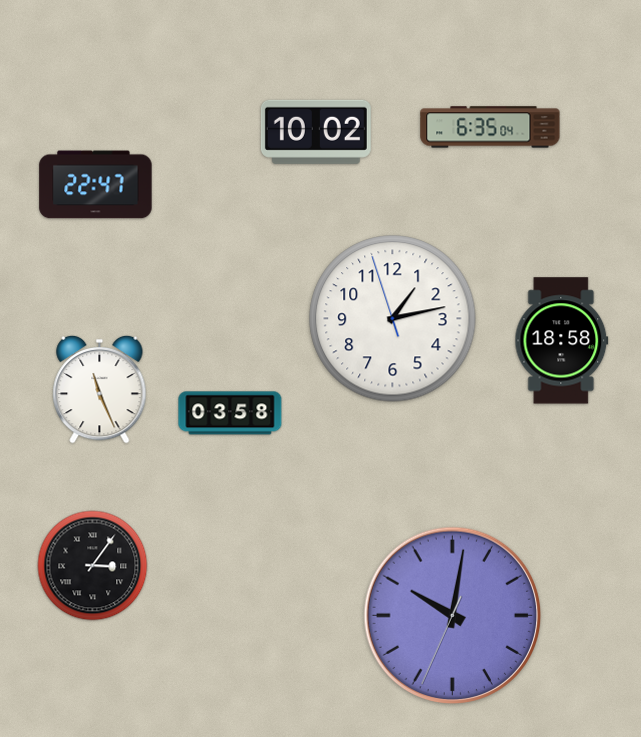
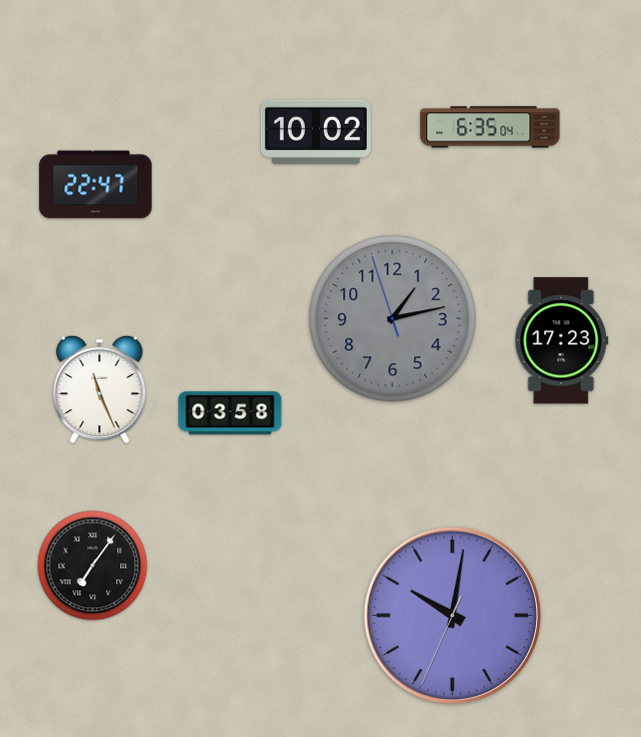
clock at (393, 319) dial: white -> grey
clock at (562, 341): 18:58 -> 17:23
clock at (93, 566): 3:06 -> 7:06
